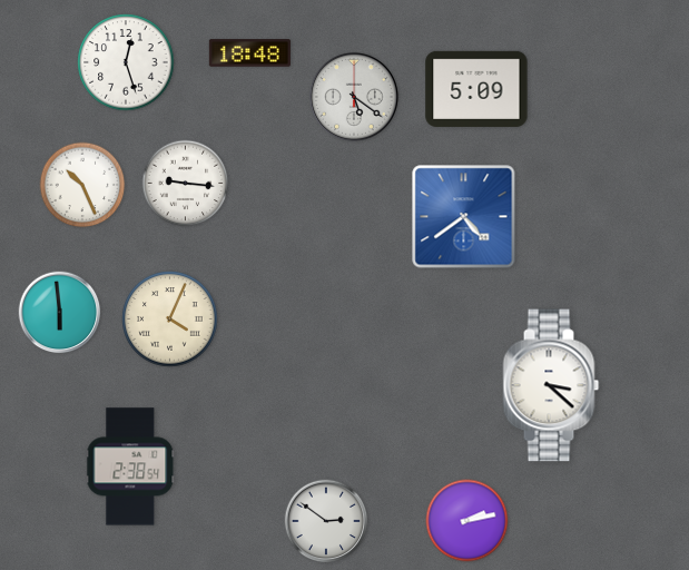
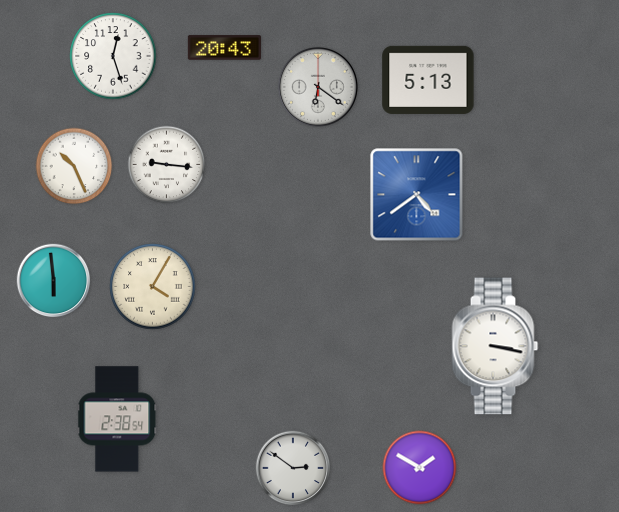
clock at (249, 53): 18:48 -> 20:43
clock at (476, 89): 5:09 -> 5:13
clock at (354, 97): 5:21 -> 6:21
clock at (170, 320): 4:04 -> 4:05
clock at (551, 385): 3:22 -> 3:17
clock at (467, 521): 2:13 -> 1:50
